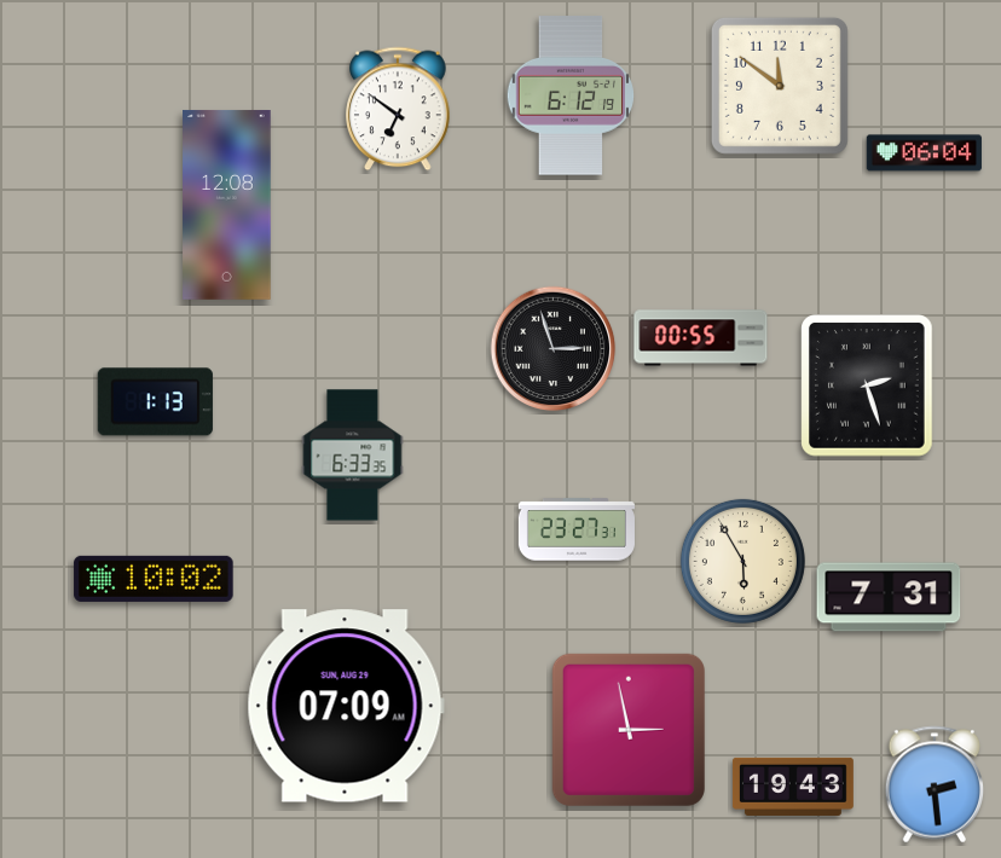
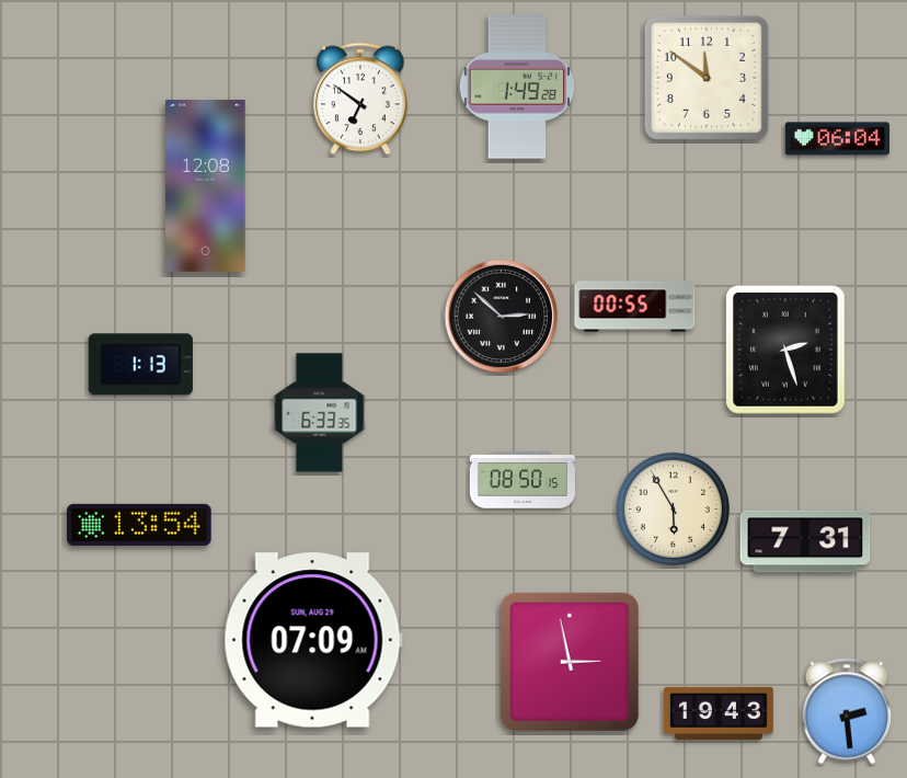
clock at (569, 95): 6:12 -> 1:49
clock at (554, 349): 2:57 -> 2:52
clock at (577, 529): 23:27 -> 08:50
clock at (154, 579): 10:02 -> 13:54
